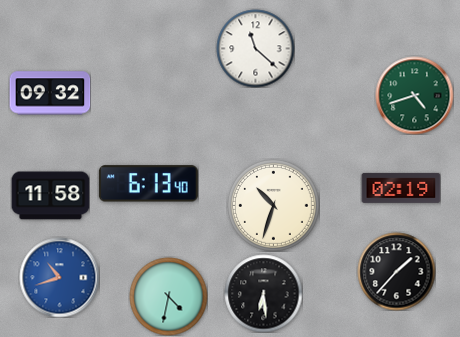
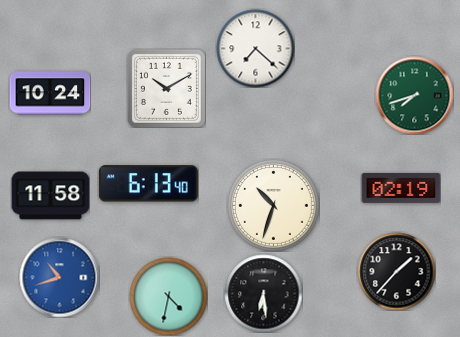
clock at (255, 48): 11:22 -> 7:22
clock at (166, 88): none -> 10:10
clock at (50, 93): 09:32 -> 10:24
clock at (414, 95): 4:42 -> 7:42
